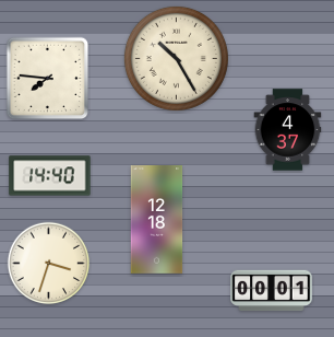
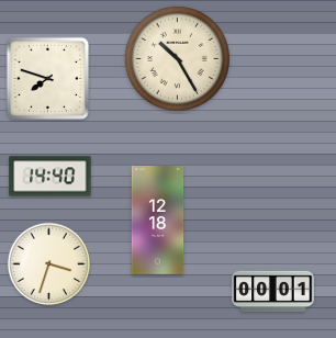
clock at (48, 79): 7:46 -> 7:48
clock at (288, 130): 4:37 -> none
